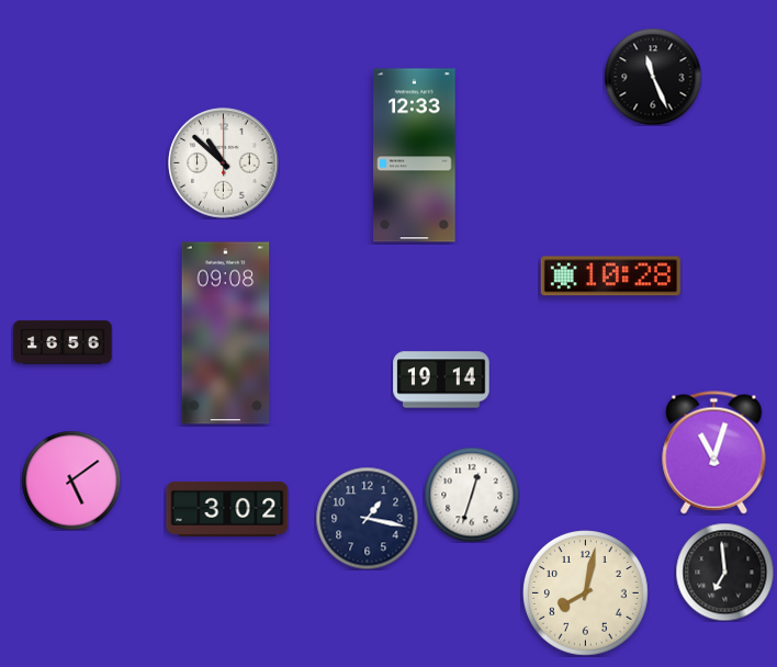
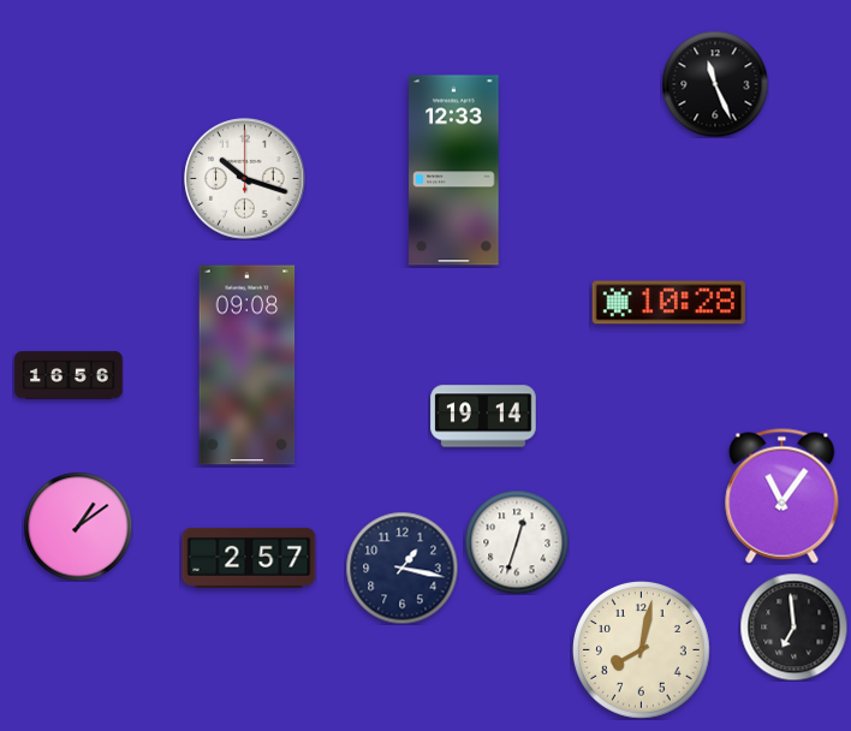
clock at (224, 163): 10:52 -> 10:18
clock at (714, 453): 11:03 -> 11:06
clock at (71, 481): 5:09 -> 1:09
clock at (227, 509): 3:02 -> 2:57
